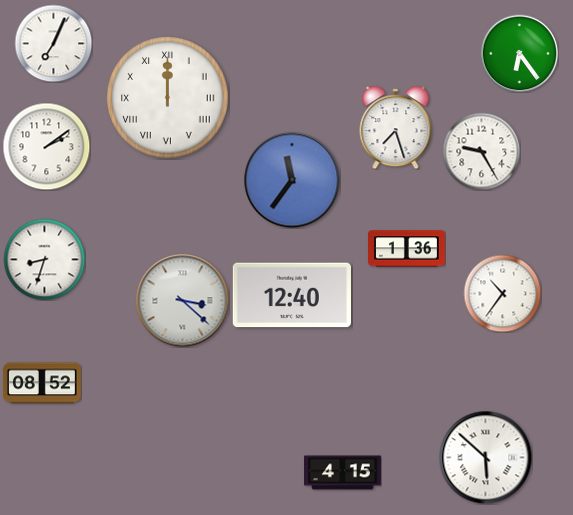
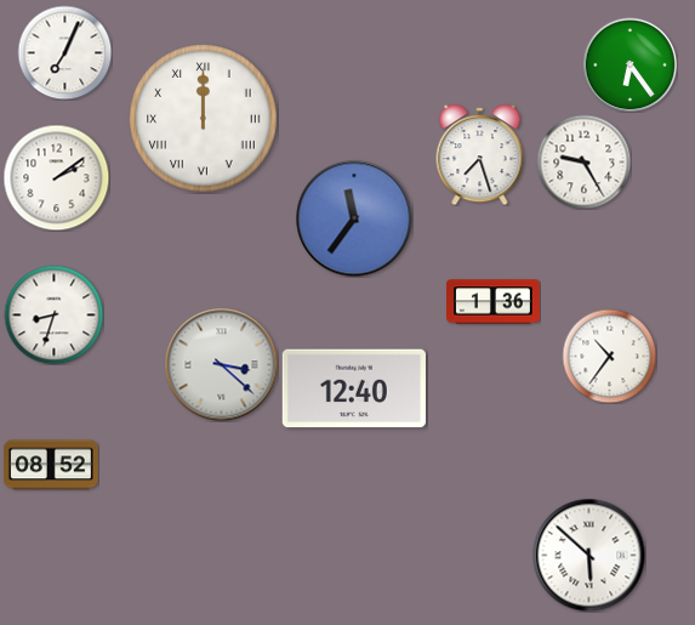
clock at (481, 151) position: (481, 151) -> (583, 161)
clock at (292, 295) position: (292, 295) -> (354, 388)
clock at (343, 473): 4:15 -> none
